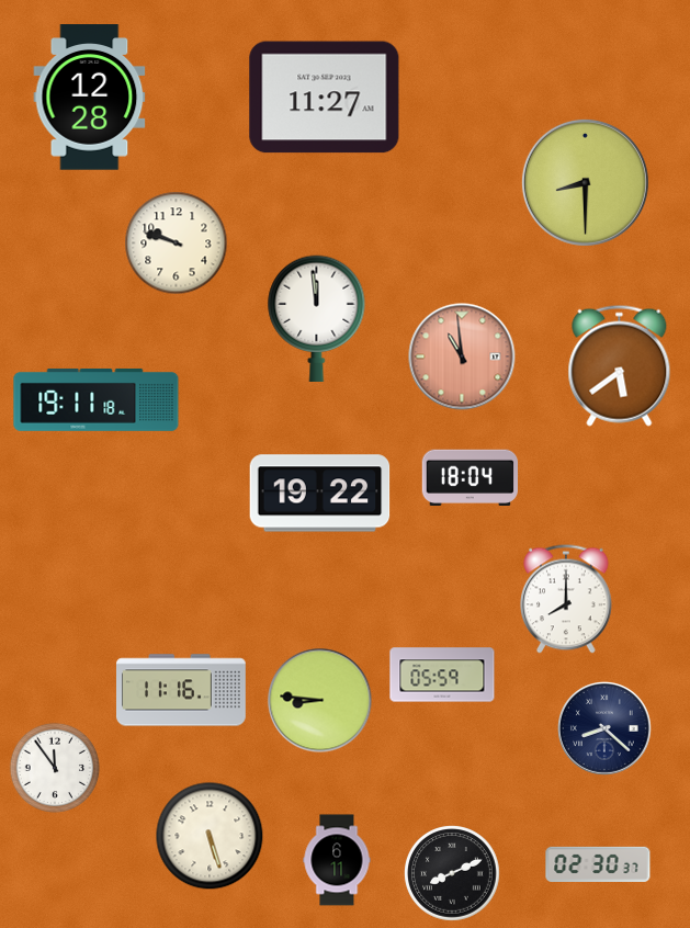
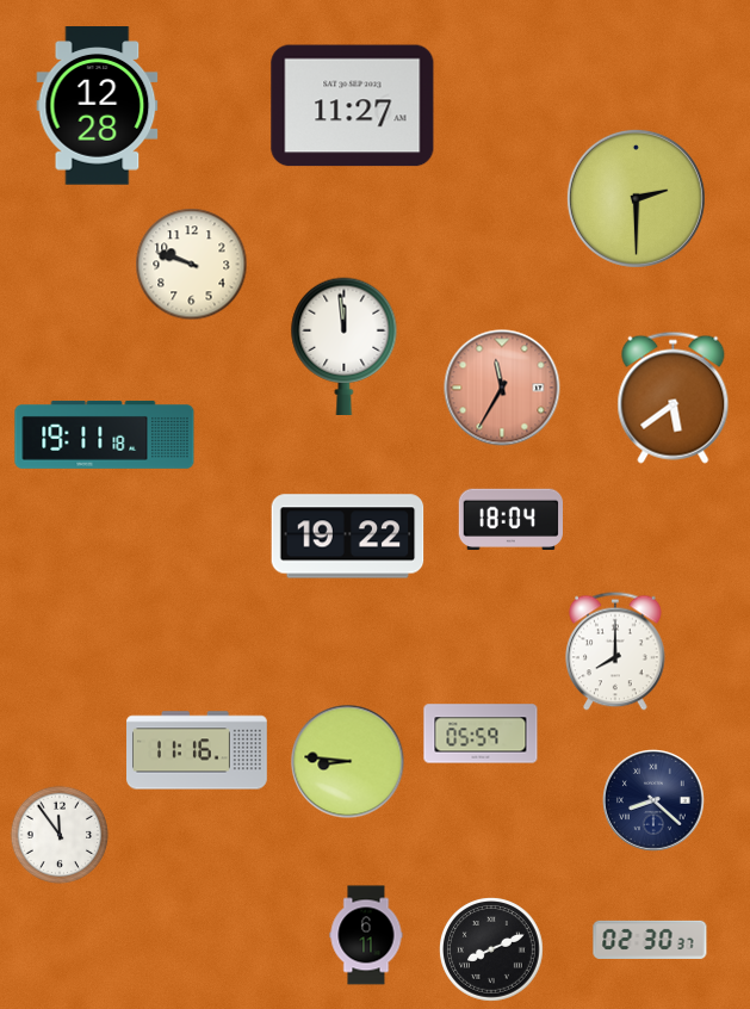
clock at (585, 182): 8:30 -> 2:30
clock at (462, 357): 10:59 -> 11:35
clock at (606, 729) position: (606, 729) -> (655, 801)
clock at (210, 836): 5:27 -> none
